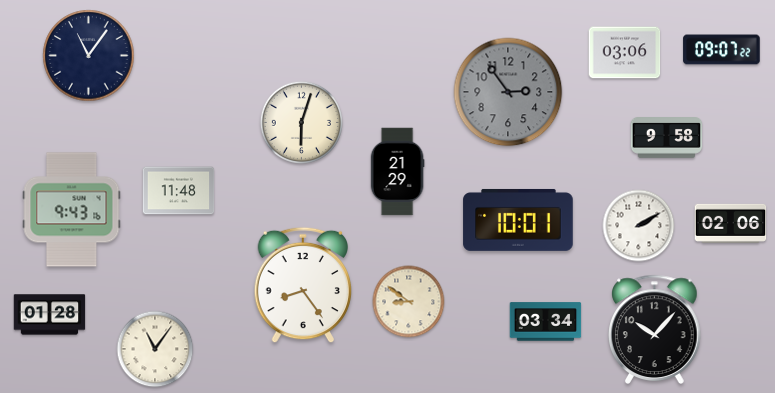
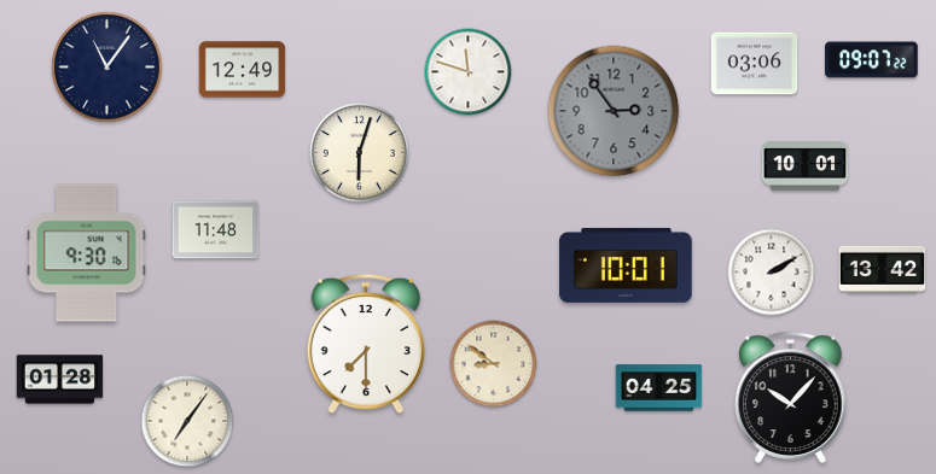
clock at (243, 70): none -> 12:49
clock at (469, 72): none -> 11:48
clock at (301, 122) position: (301, 122) -> (359, 152)
clock at (667, 138): 9:58 -> 10:01
clock at (397, 172): 21:29 -> none
clock at (72, 210): 9:43 -> 9:30
clock at (731, 223): 02:06 -> 13:42
clock at (303, 285): 8:24 -> 7:30
clock at (546, 322): 03:34 -> 04:25
clock at (155, 349): 11:06 -> 7:06
